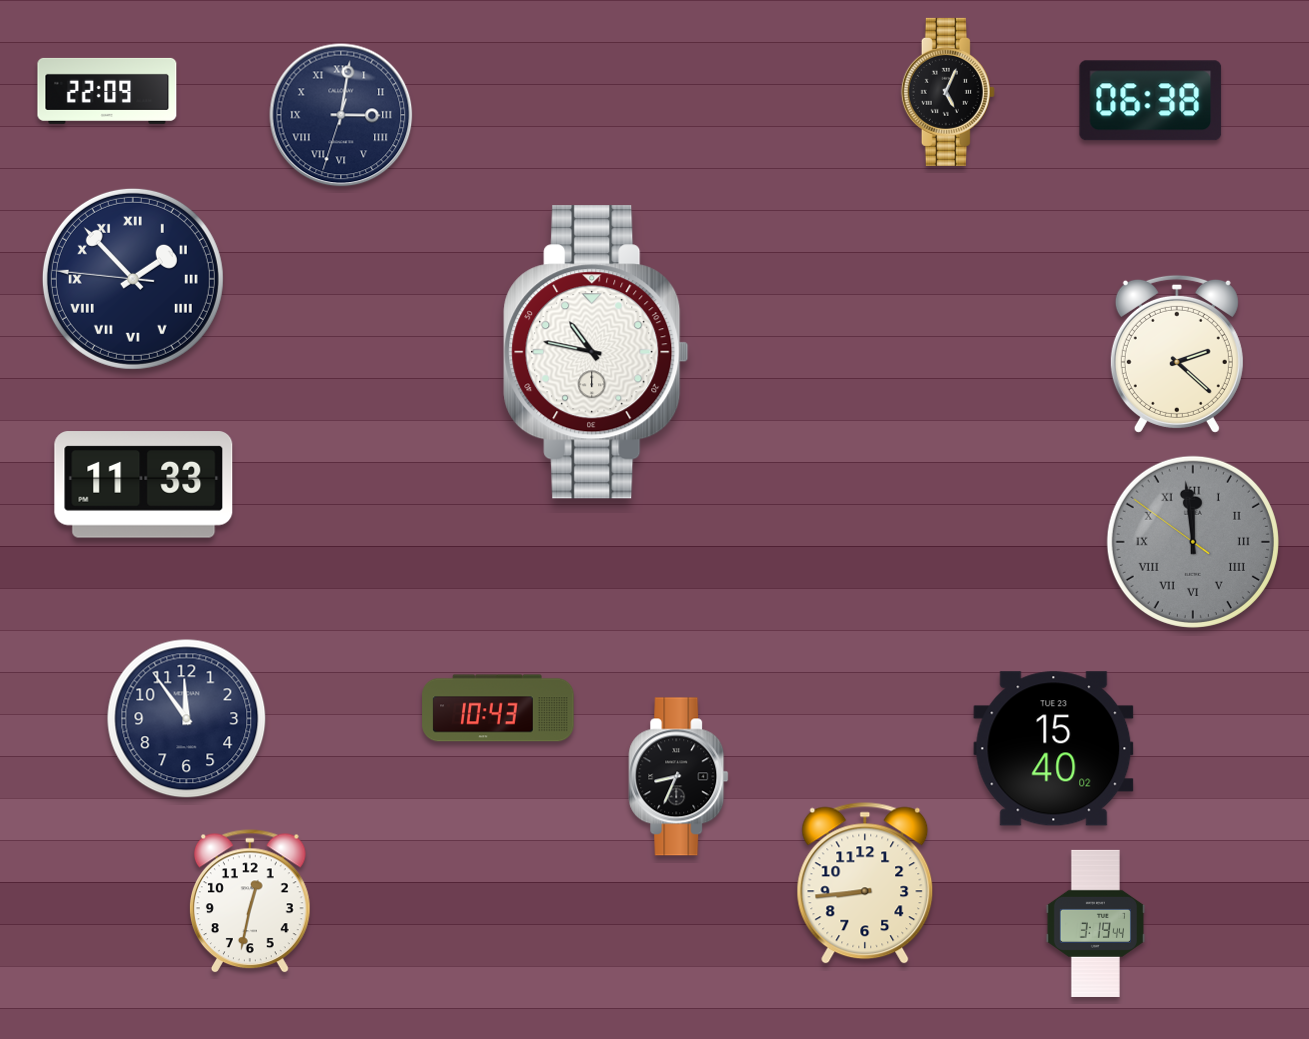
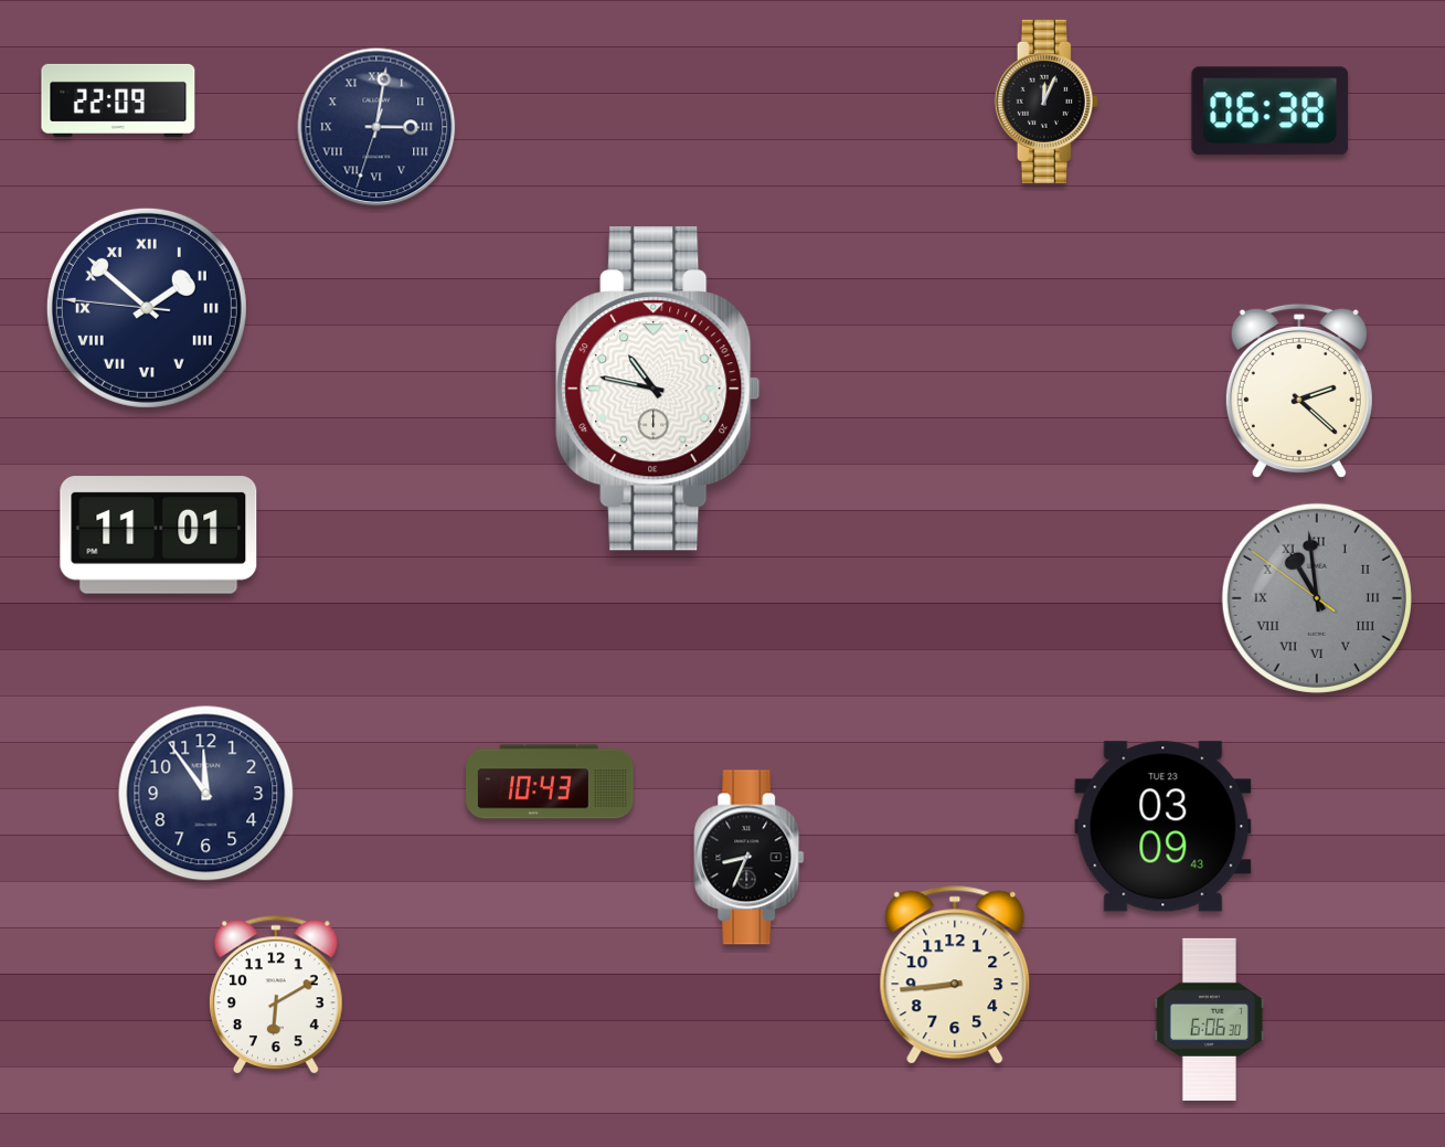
clock at (948, 92): 5:04 -> 12:04
clock at (133, 279): 1:52 -> 1:51
clock at (144, 485): 11:33 -> 11:01
clock at (1193, 542): 11:58 -> 10:58
clock at (1054, 749): 15:40 -> 03:09
clock at (250, 902): 12:32 -> 6:10
clock at (1095, 923): 3:19 -> 6:06
